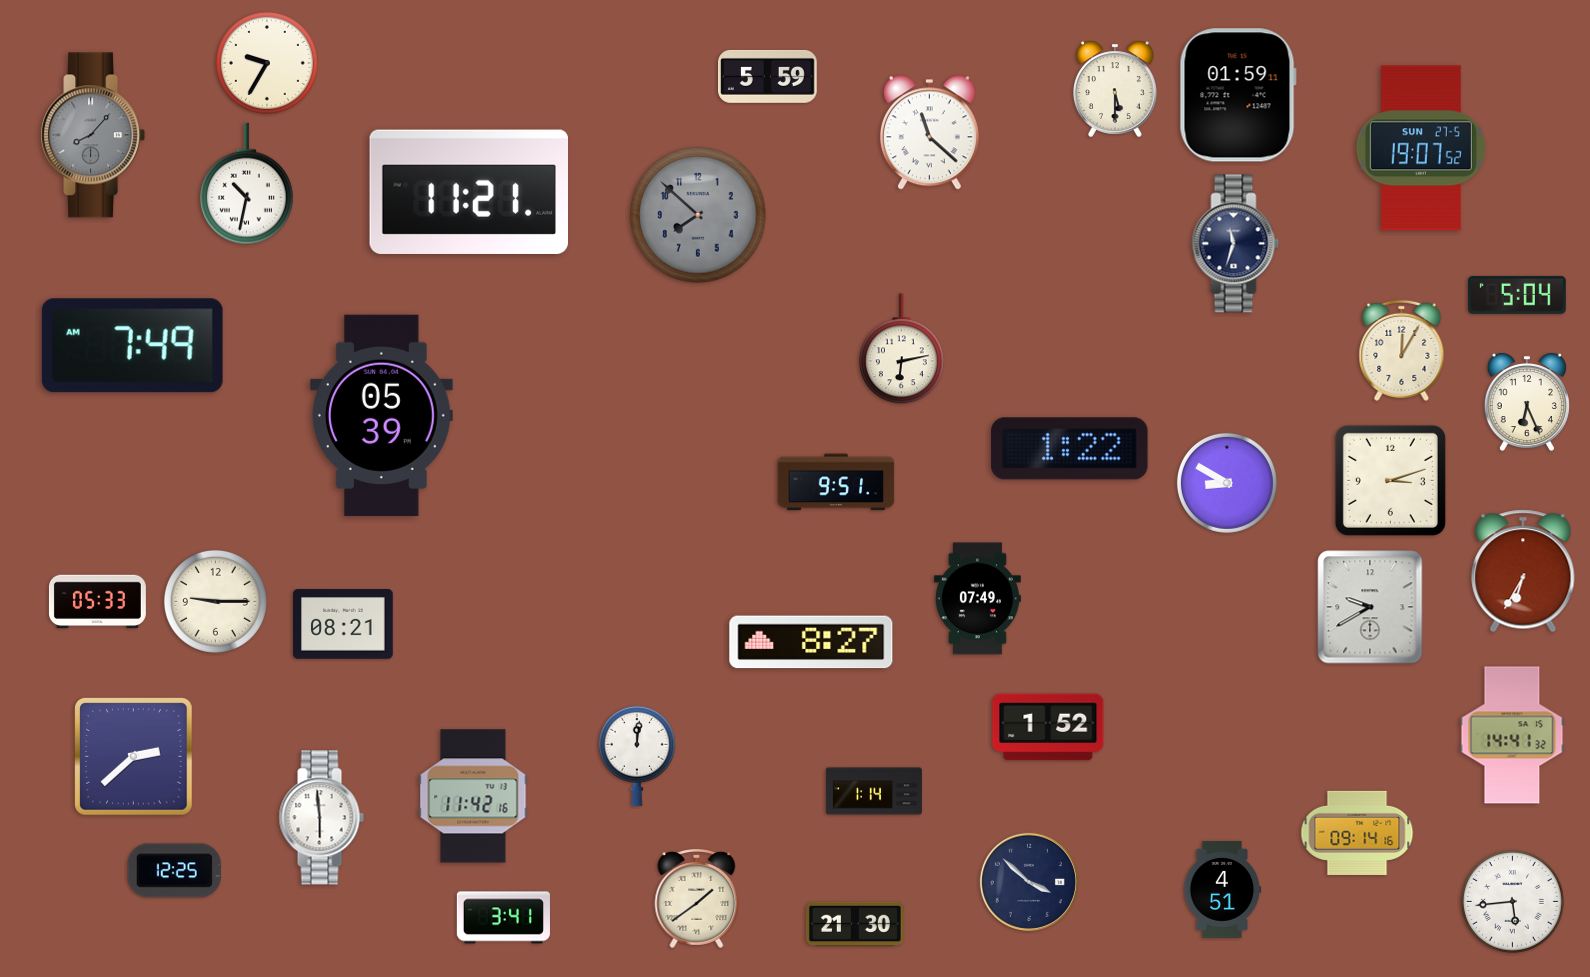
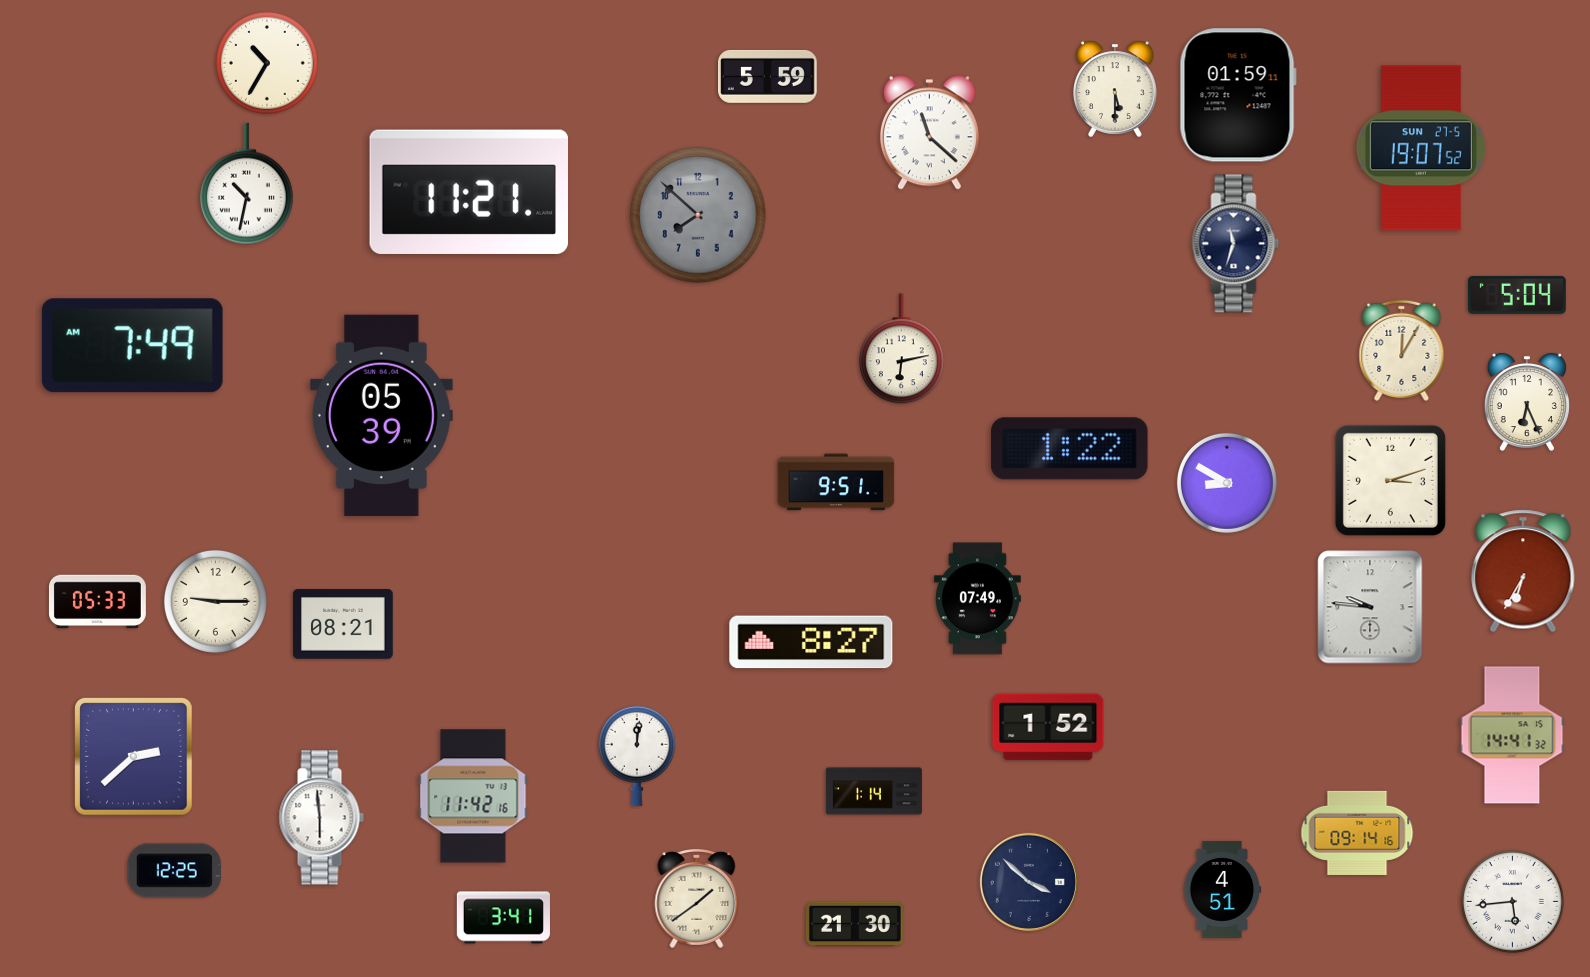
clock at (267, 63): 9:35 -> 10:35
clock at (93, 135): 8:07 -> none
clock at (1370, 607): 9:40 -> 9:46
